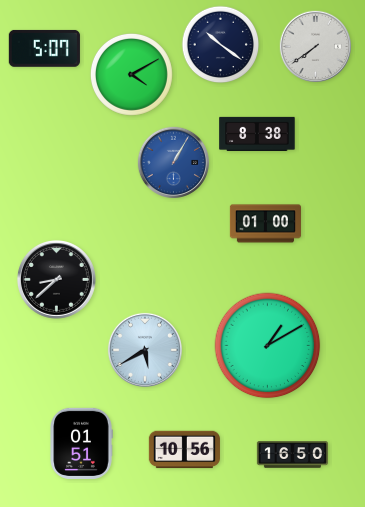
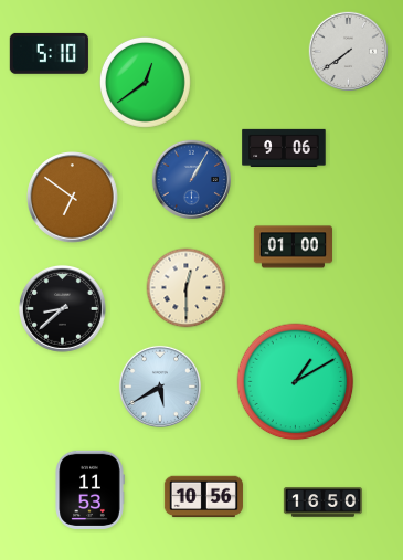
clock at (221, 45): 10:21 -> none
clock at (44, 48): 5:07 -> 5:10
clock at (131, 74): 4:10 -> 12:39
clock at (257, 134): 8:38 -> 9:06
clock at (73, 198): none -> 6:51
clock at (187, 288): none -> 12:30
clock at (81, 443): 01:51 -> 11:53
